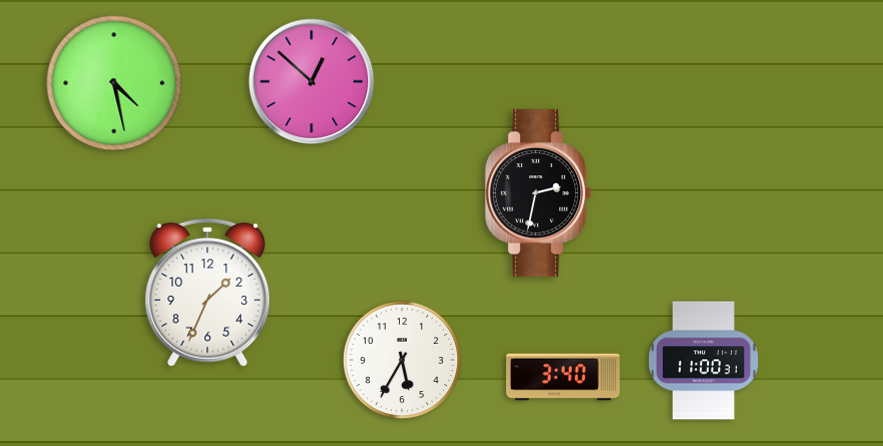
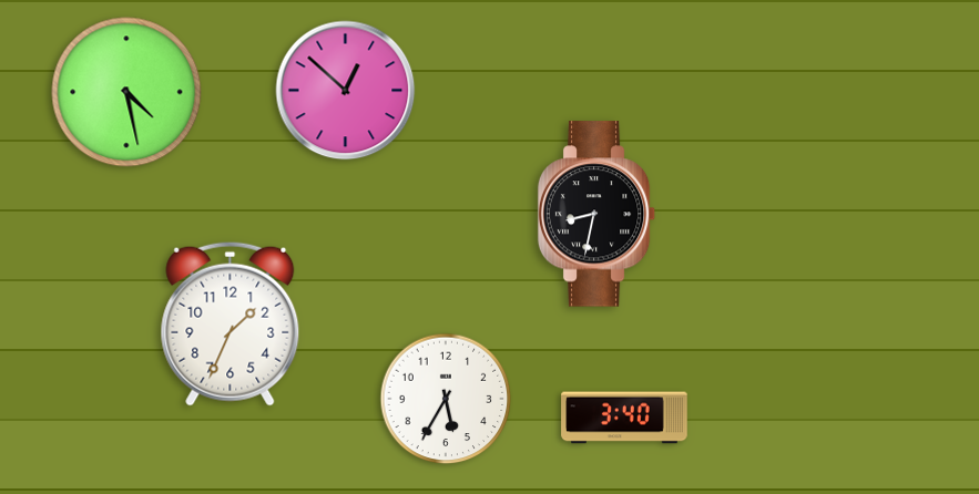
clock at (538, 193): 2:32 -> 8:32
clock at (703, 361): 11:00 -> none
